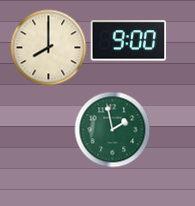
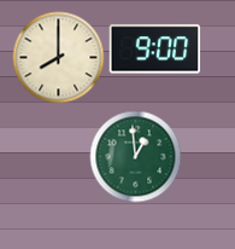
clock at (113, 130): 1:58 -> 12:59
